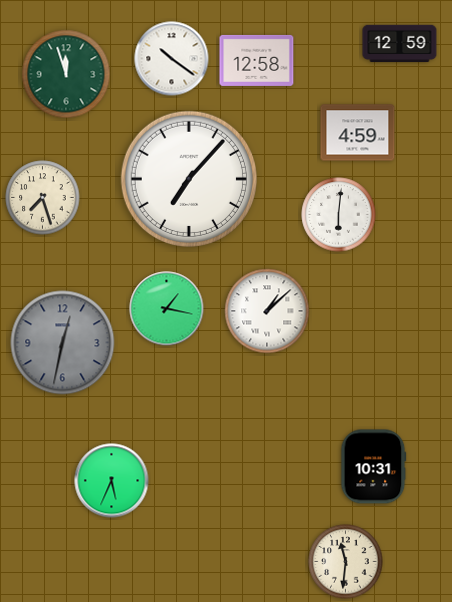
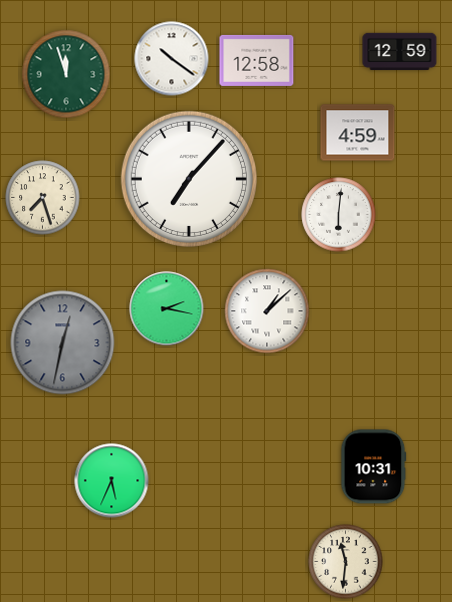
clock at (400, 44) position: (400, 44) -> (400, 52)
clock at (167, 309): 1:17 -> 2:17
